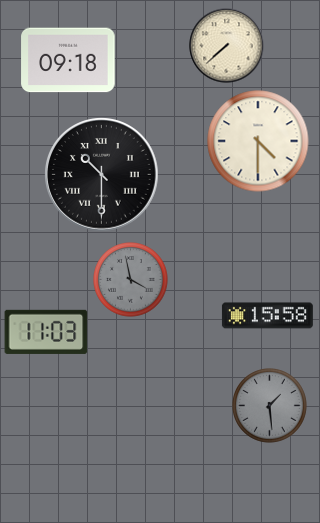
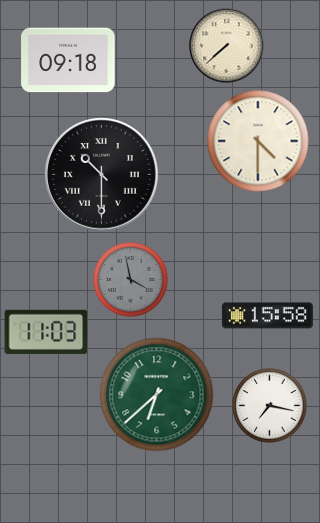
clock at (157, 395): none -> 6:38
clock at (270, 406): 1:29 -> 7:17
clock at (270, 406) dial: grey -> white
